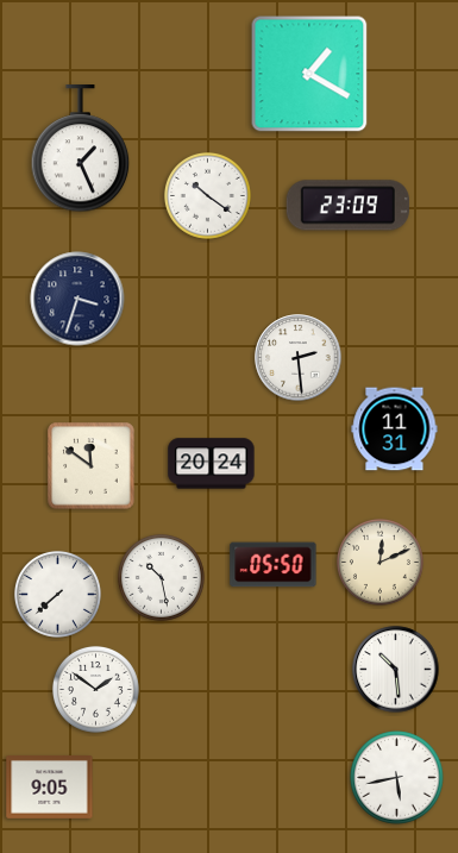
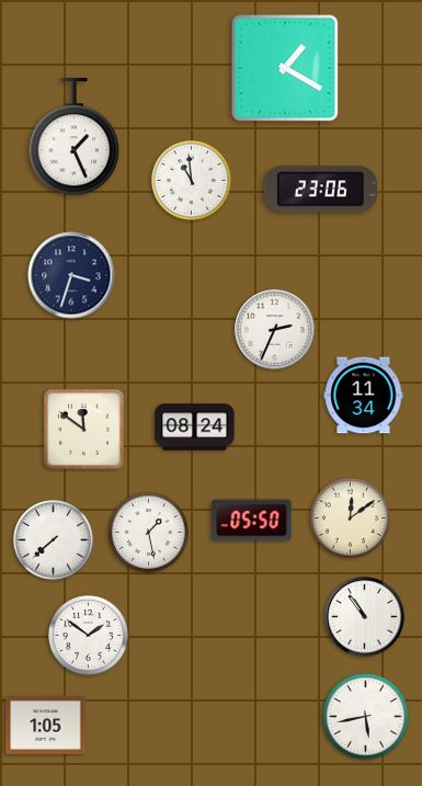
clock at (207, 195): 10:21 -> 10:59
clock at (347, 206): 23:09 -> 23:06
clock at (299, 358): 2:29 -> 2:34
clock at (395, 429): 11:31 -> 11:34
clock at (212, 464): 20:24 -> 08:24
clock at (379, 562): 12:11 -> 12:09
clock at (161, 577): 10:28 -> 1:28
clock at (57, 594) position: (57, 594) -> (53, 539)
clock at (396, 670): 10:29 -> 10:54
clock at (50, 788): 9:05 -> 1:05
